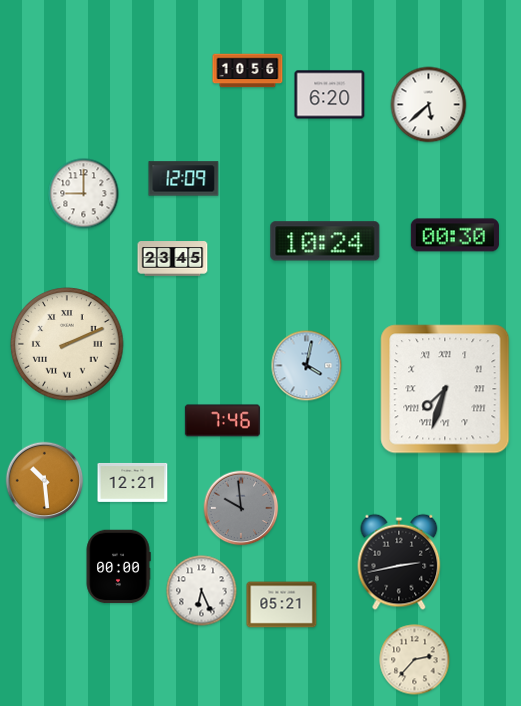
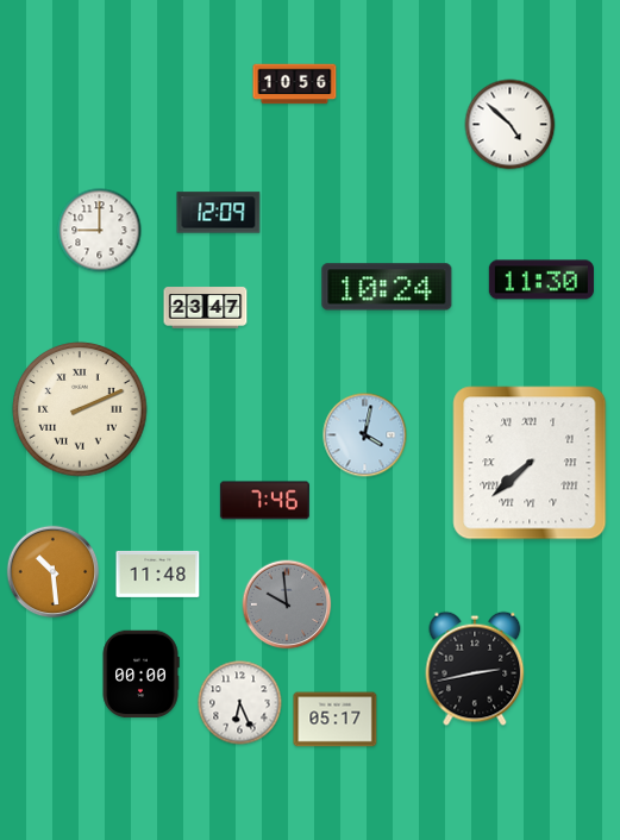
clock at (330, 95): 6:20 -> none
clock at (429, 105): 5:38 -> 4:52
clock at (455, 235): 00:30 -> 11:30
clock at (173, 259): 23:45 -> 23:47
clock at (445, 389): 7:33 -> 7:38
clock at (133, 482): 12:21 -> 11:48
clock at (282, 605): 05:21 -> 05:17
clock at (415, 660): 2:37 -> none
